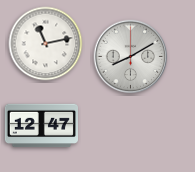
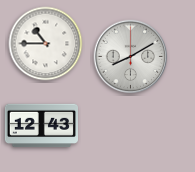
clock at (46, 44): 11:13 -> 10:45
clock at (41, 126): 12:47 -> 12:43
